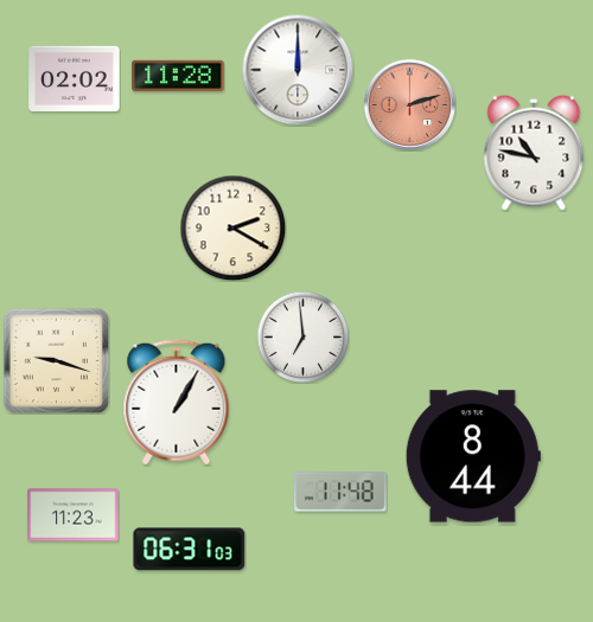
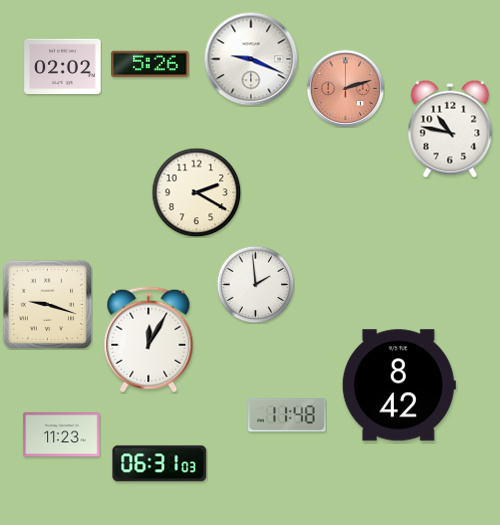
clock at (298, 70): 12:00 -> 9:19
clock at (178, 76): 11:28 -> 5:26
clock at (302, 336): 6:59 -> 1:59
clock at (177, 403): 1:05 -> 12:05
clock at (473, 456): 8:44 -> 8:42
